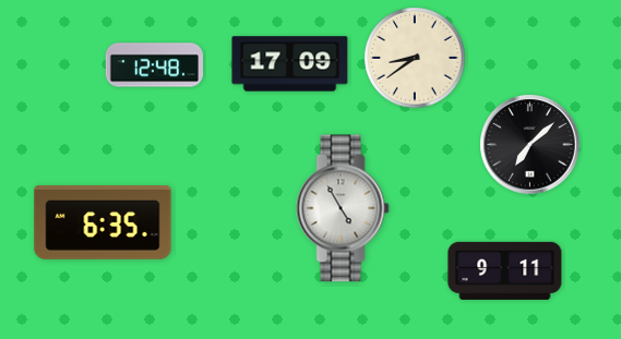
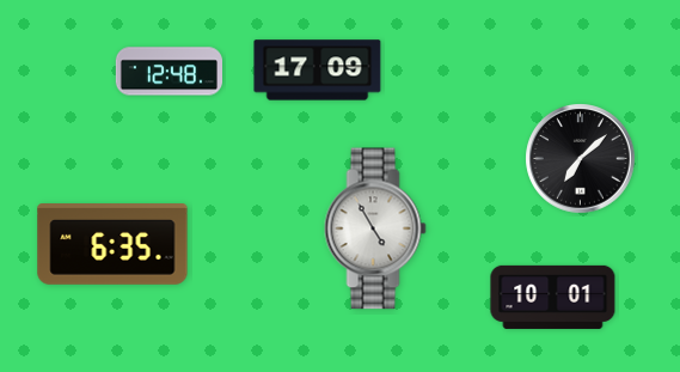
clock at (415, 58): 8:39 -> none
clock at (505, 270): 9:11 -> 10:01
